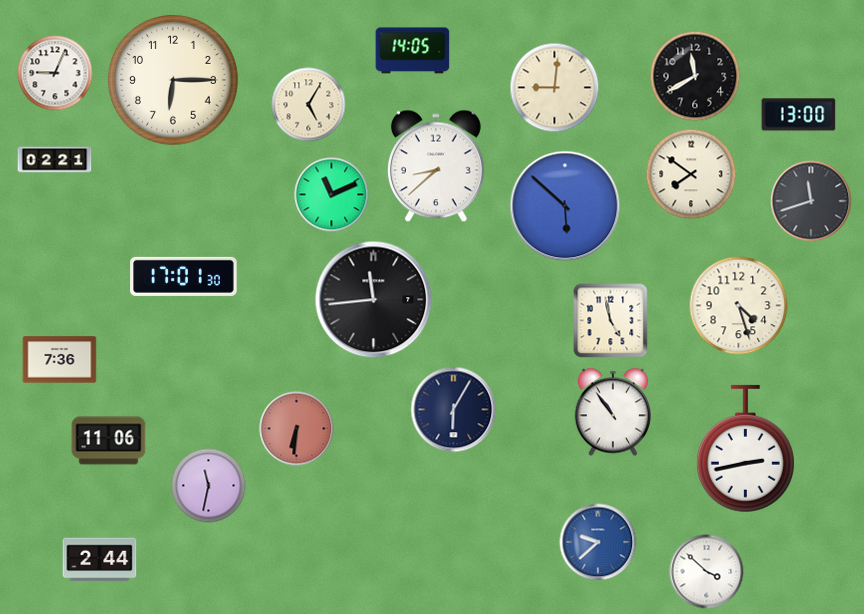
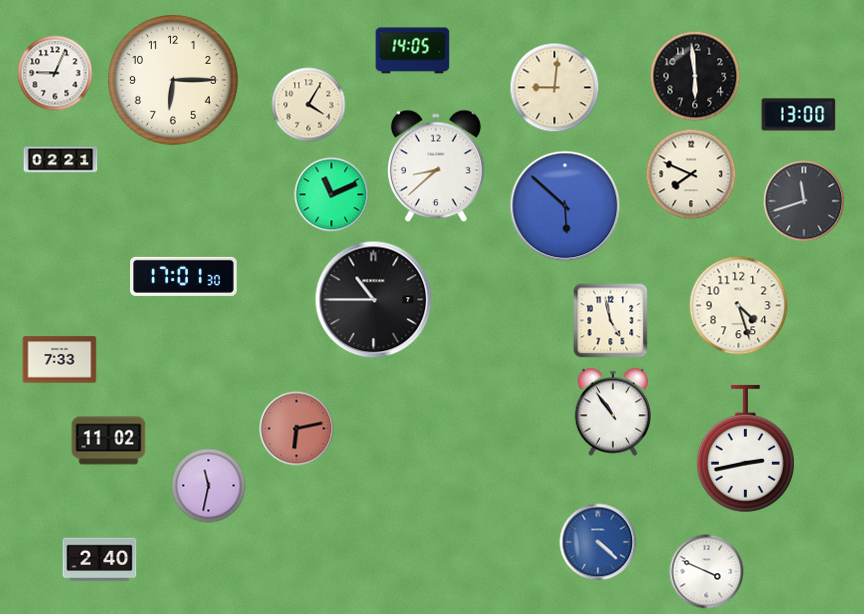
clock at (695, 76): 11:40 -> 5:59
clock at (309, 105): 5:05 -> 4:05
clock at (55, 160) position: (55, 160) -> (61, 160)
clock at (691, 174): 7:51 -> 7:49
clock at (811, 201) position: (811, 201) -> (804, 201)
clock at (374, 300): 11:44 -> 10:45
clock at (60, 360): 7:36 -> 7:33
clock at (454, 410): 6:05 -> none
clock at (297, 429): 6:31 -> 6:13
clock at (109, 441): 11:06 -> 11:02
clock at (598, 542): 9:38 -> 4:22
clock at (100, 560): 2:44 -> 2:40
clock at (707, 572): 3:52 -> 3:49
